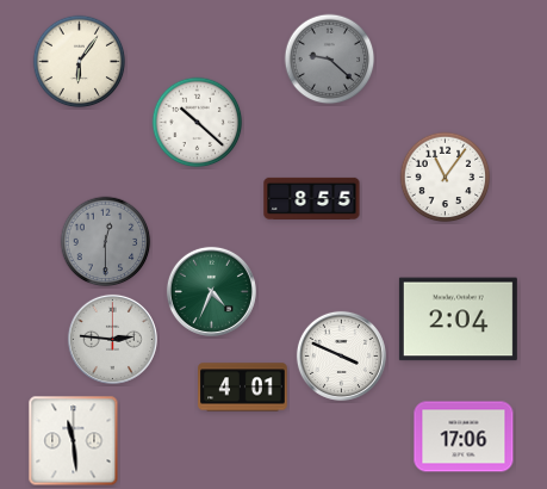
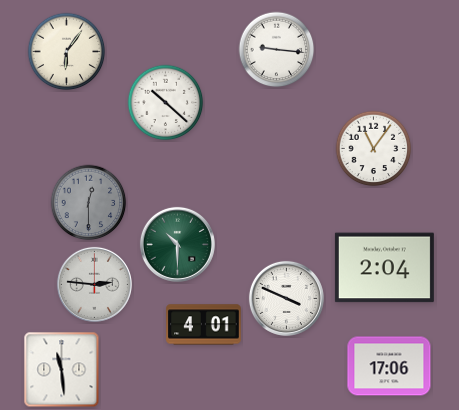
clock at (330, 60): 9:22 -> 9:16
clock at (330, 60) dial: grey -> white
clock at (312, 198): 8:55 -> none
clock at (211, 291): 4:34 -> 10:30
